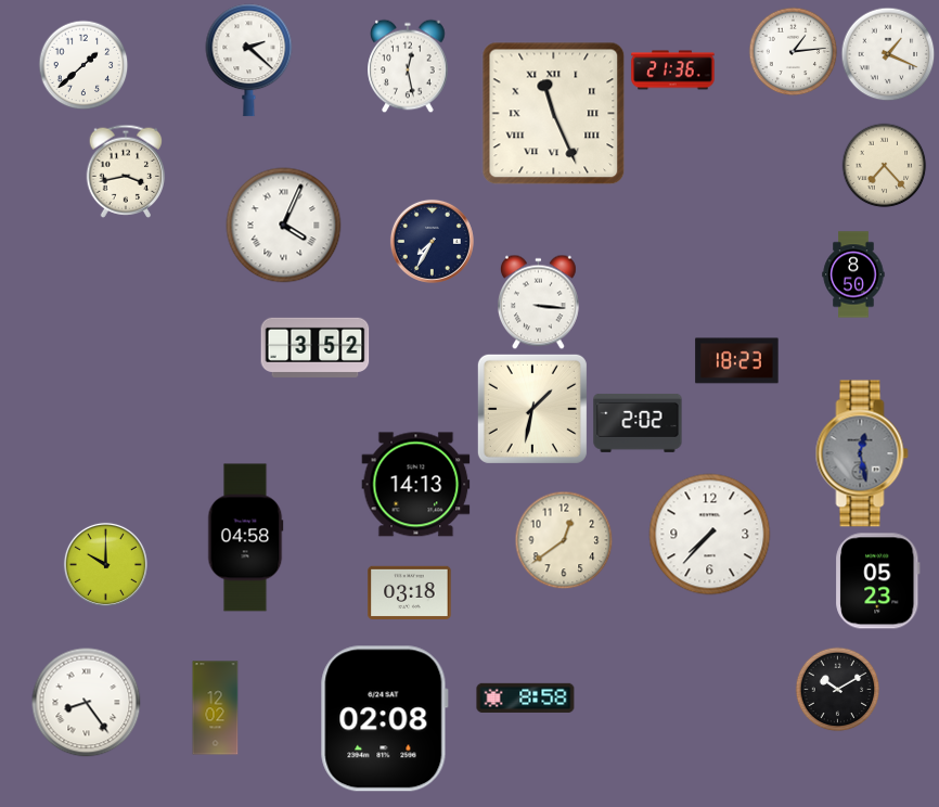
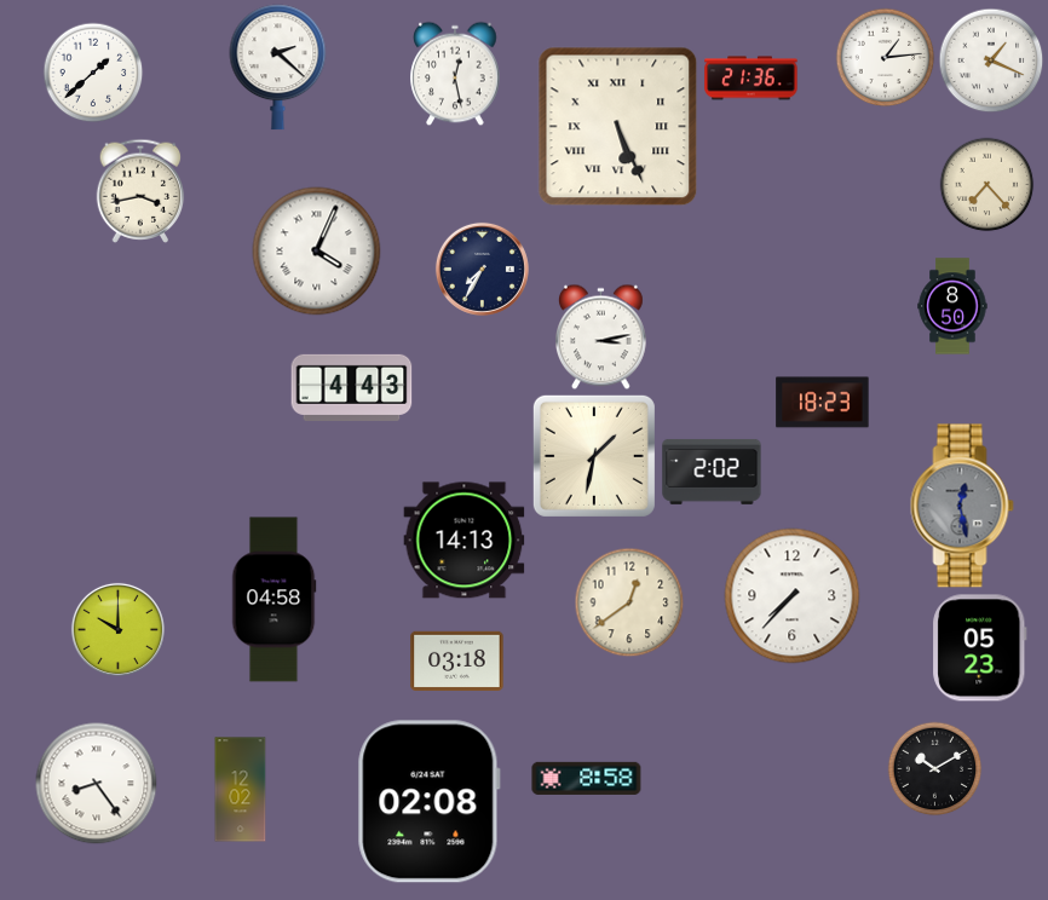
clock at (554, 114): 11:26 -> 5:26
clock at (538, 302): 3:16 -> 3:13
clock at (316, 347): 3:52 -> 4:43
